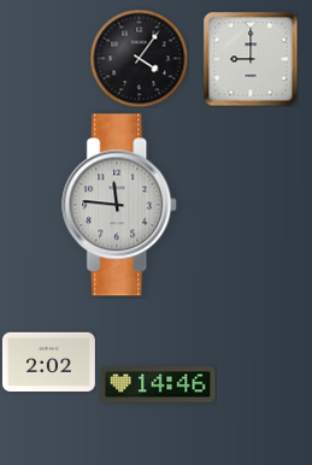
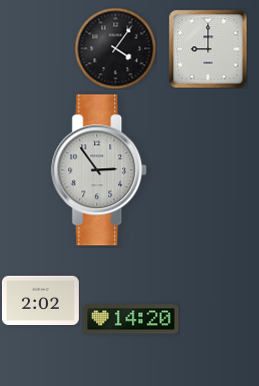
clock at (120, 205): 11:46 -> 2:54
clock at (158, 384): 14:46 -> 14:20
